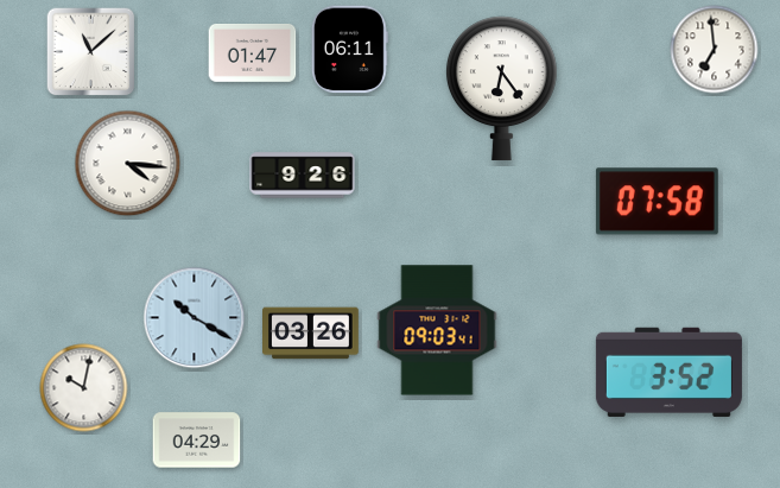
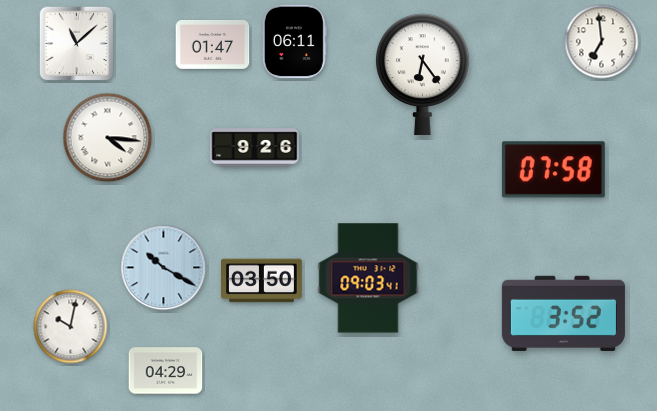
clock at (311, 334): 03:26 -> 03:50
